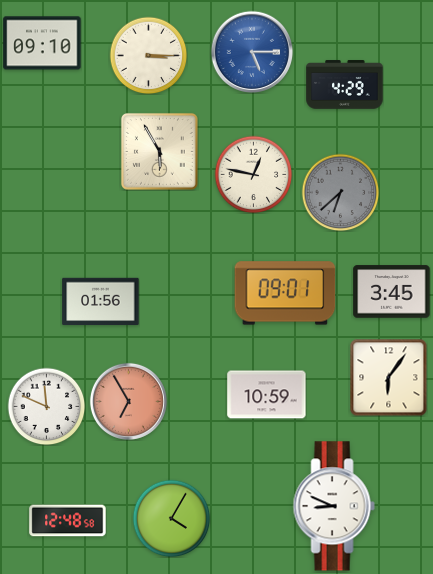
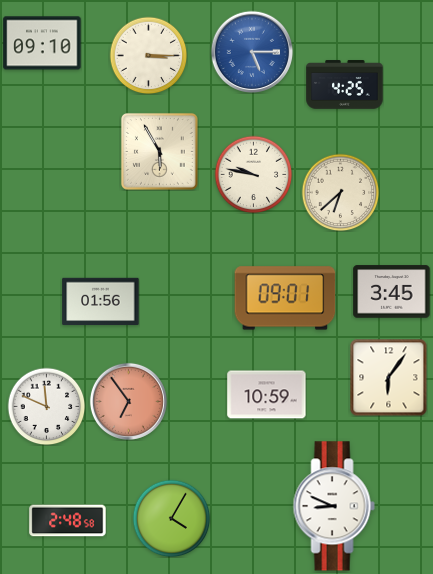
clock at (345, 85): 4:29 -> 4:25
clock at (253, 174): 12:47 -> 9:47
clock at (340, 192) dial: grey -> cream
clock at (285, 293) position: (285, 293) -> (285, 298)
clock at (128, 401): 6:55 -> 6:54
clock at (68, 521): 12:48 -> 2:48
